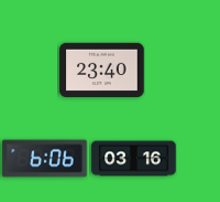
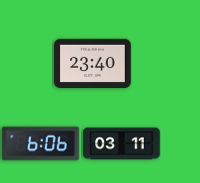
clock at (134, 159): 03:16 -> 03:11
